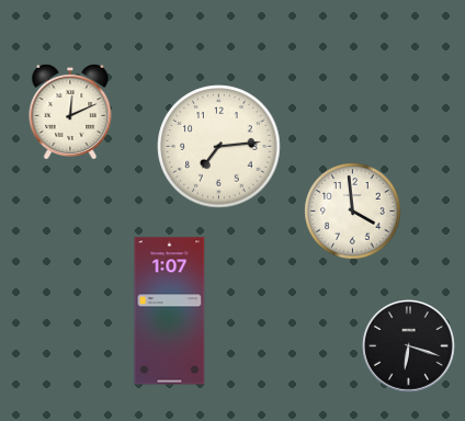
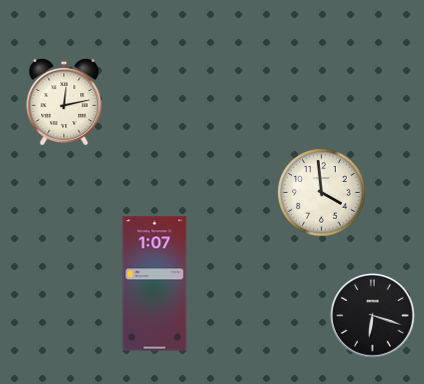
clock at (70, 112): 12:11 -> 12:13
clock at (219, 147): 7:14 -> none
